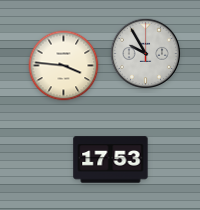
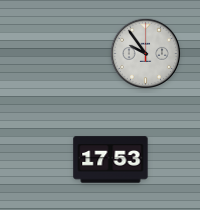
clock at (145, 53): 9:55 -> 9:54
clock at (64, 66): 3:46 -> none
